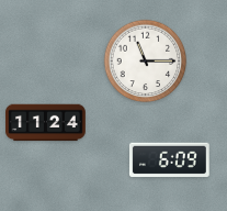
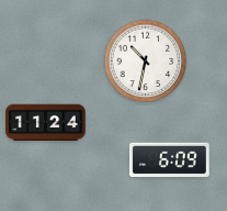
clock at (146, 62): 11:15 -> 10:32
